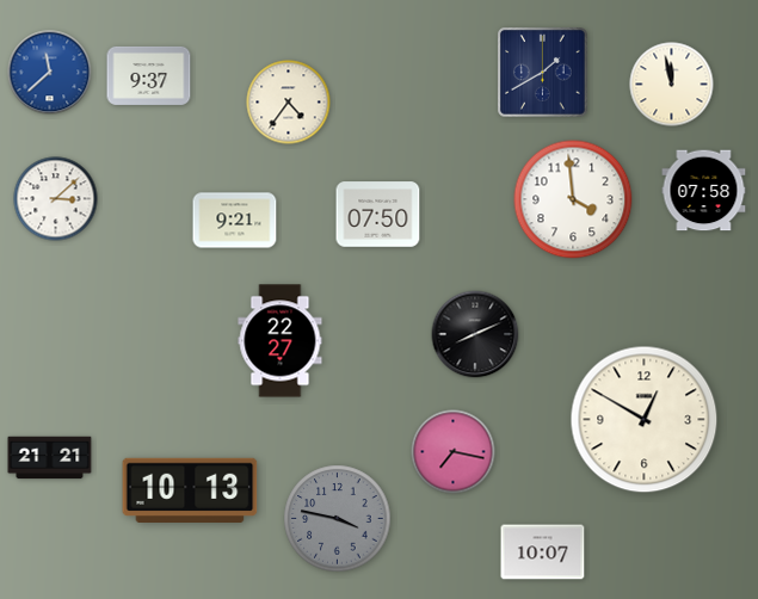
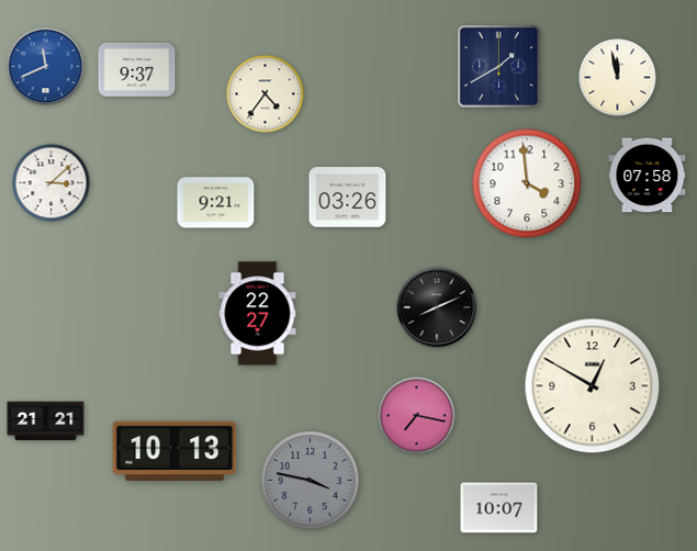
clock at (50, 73): 11:38 -> 11:41
clock at (378, 215): 07:50 -> 03:26
clock at (338, 519) position: (338, 519) -> (311, 481)
